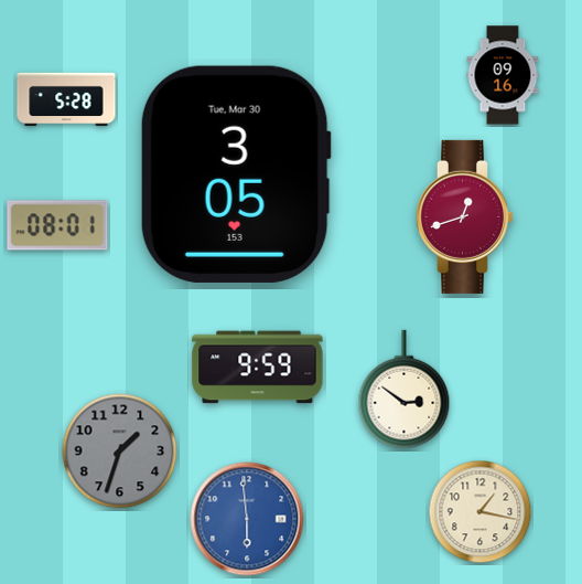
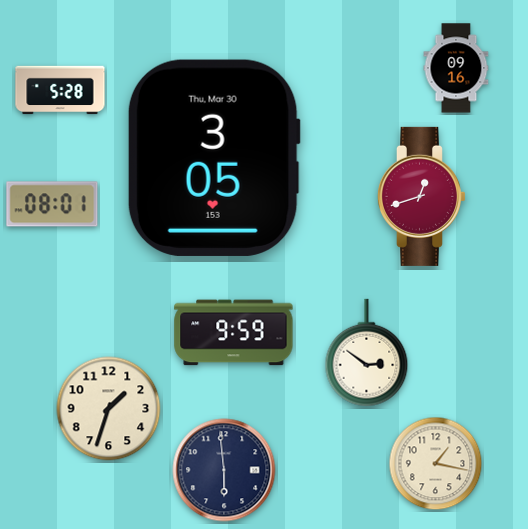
clock at (236, 174) date: Tue, Mar 30 -> Thu, Mar 30
clock at (120, 452) dial: grey -> cream
clock at (247, 519) dial: blue -> navy
